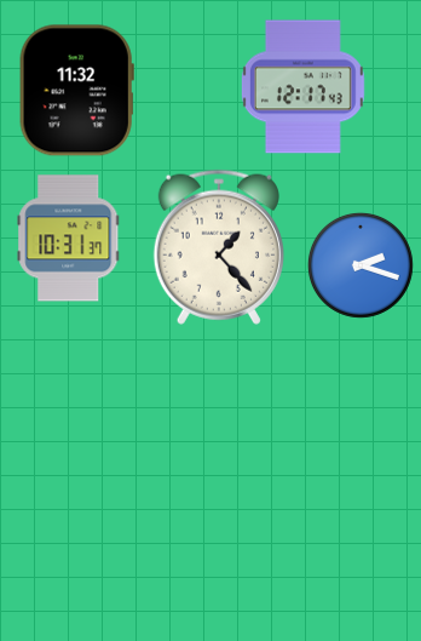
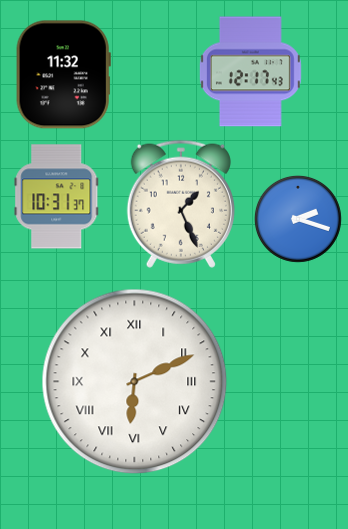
clock at (219, 247): 1:23 -> 1:26
clock at (135, 382): none -> 6:11
